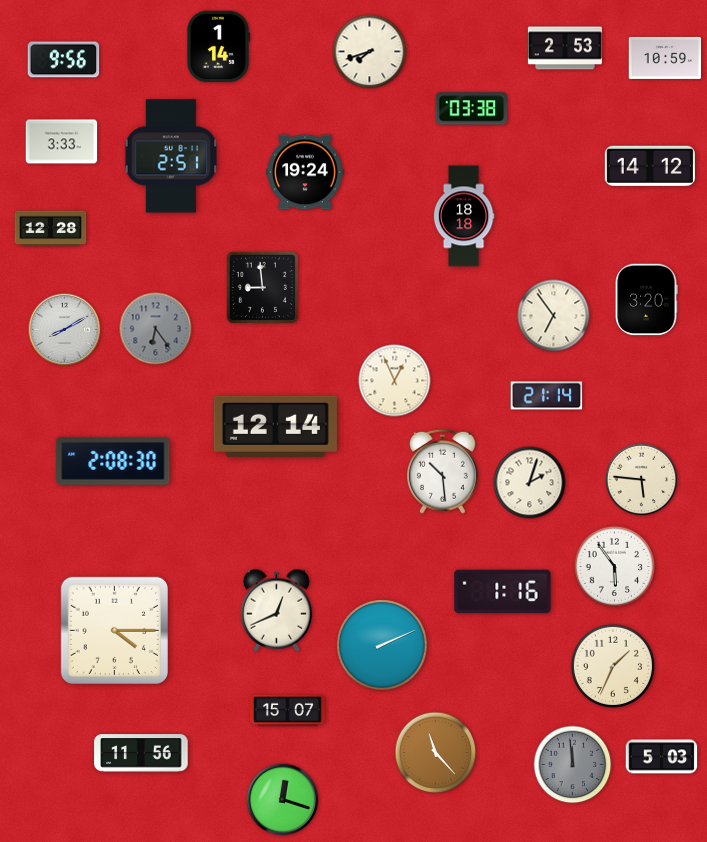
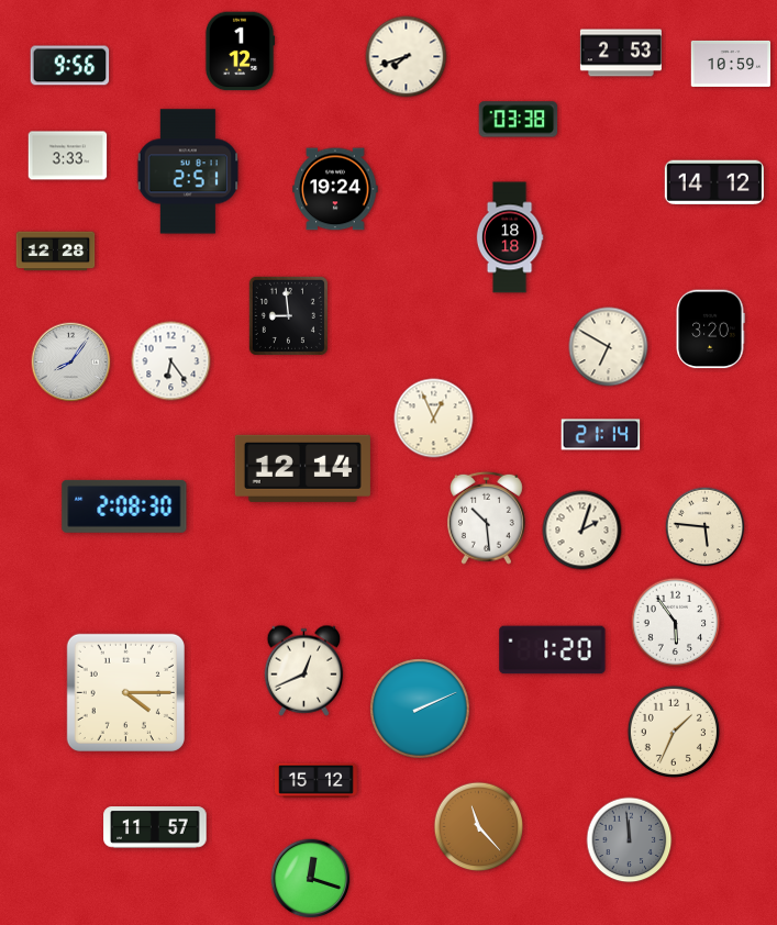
clock at (217, 47): 1:14 -> 1:12
clock at (554, 316): 6:54 -> 6:50
clock at (156, 329) dial: grey -> white
clock at (65, 330): 8:10 -> 8:06
clock at (503, 592): 1:16 -> 1:20
clock at (287, 711): 15:07 -> 15:12
clock at (141, 753): 11:56 -> 11:57
clock at (662, 757): 5:03 -> none
